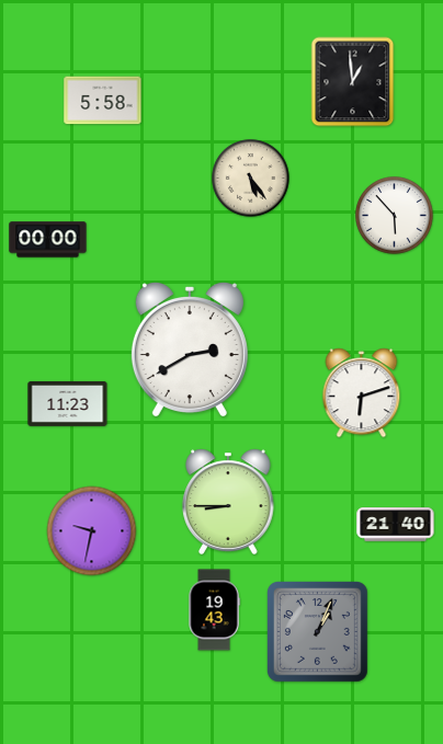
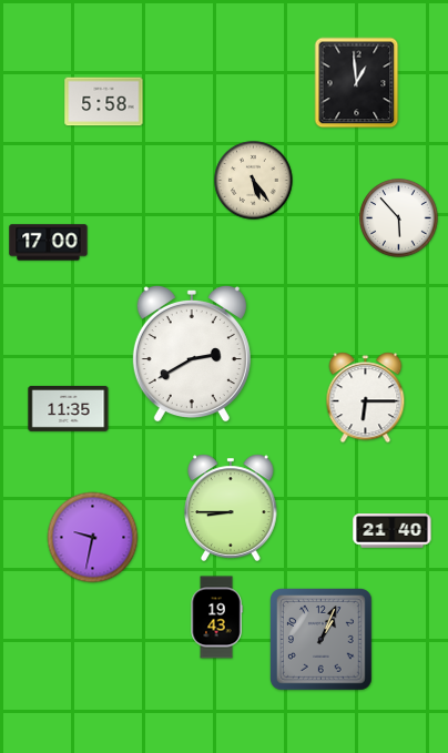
clock at (48, 240): 00:00 -> 17:00
clock at (362, 393): 6:12 -> 6:15
clock at (68, 403): 11:23 -> 11:35
clock at (396, 525) position: (396, 525) -> (393, 531)
